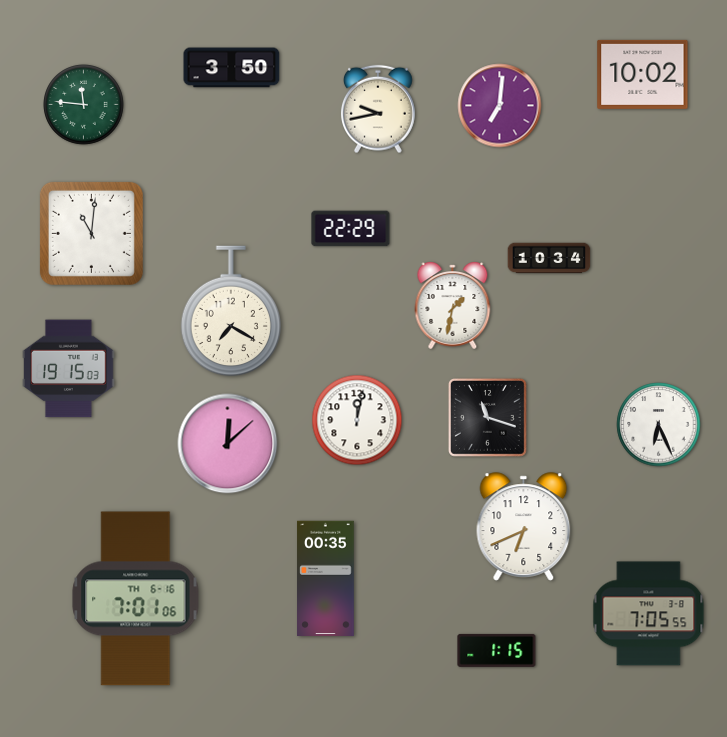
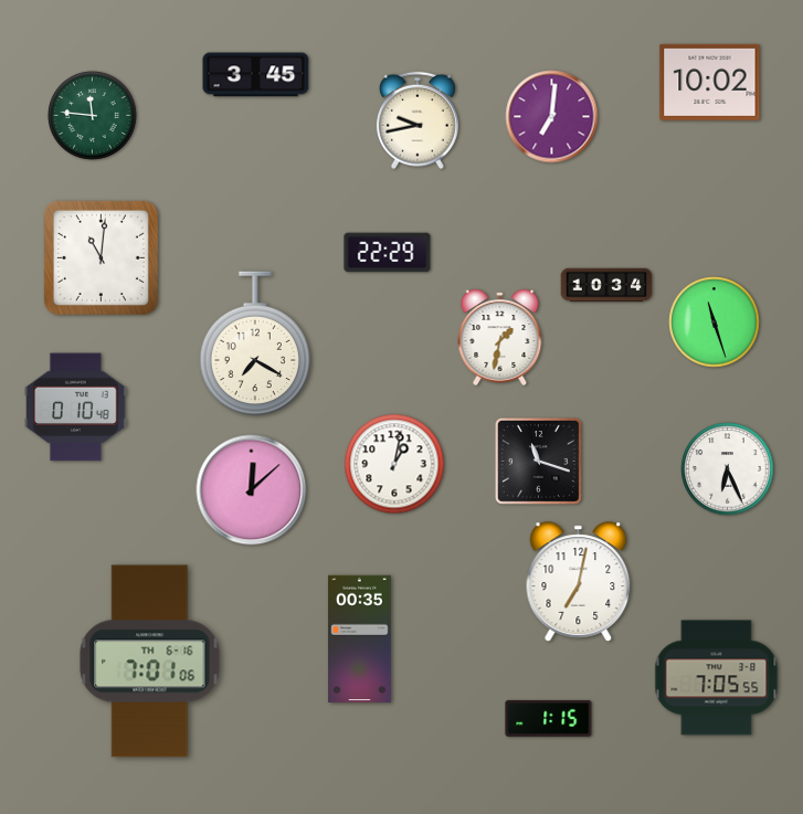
clock at (232, 68): 3:50 -> 3:45
clock at (715, 323): none -> 11:27
clock at (69, 369): 19:15 -> 0:10
clock at (357, 420): 12:02 -> 1:02
clock at (524, 527): 6:41 -> 7:02
